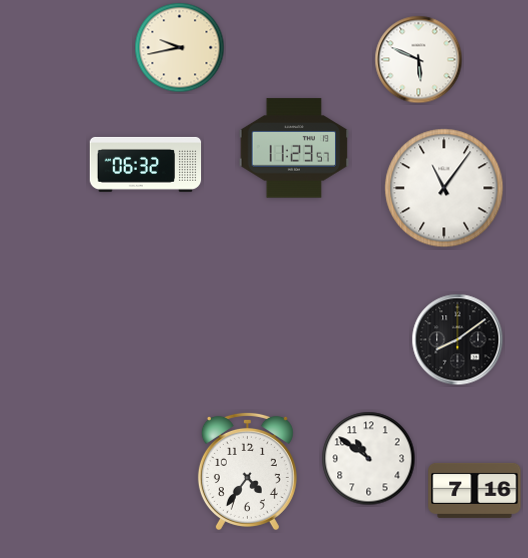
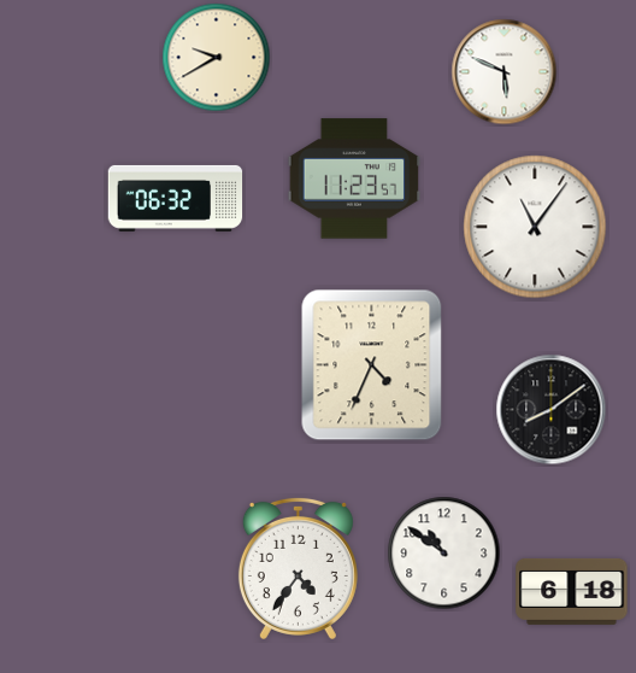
clock at (180, 48): 9:43 -> 9:40
clock at (372, 365): none -> 4:34
clock at (475, 490): 7:16 -> 6:18
